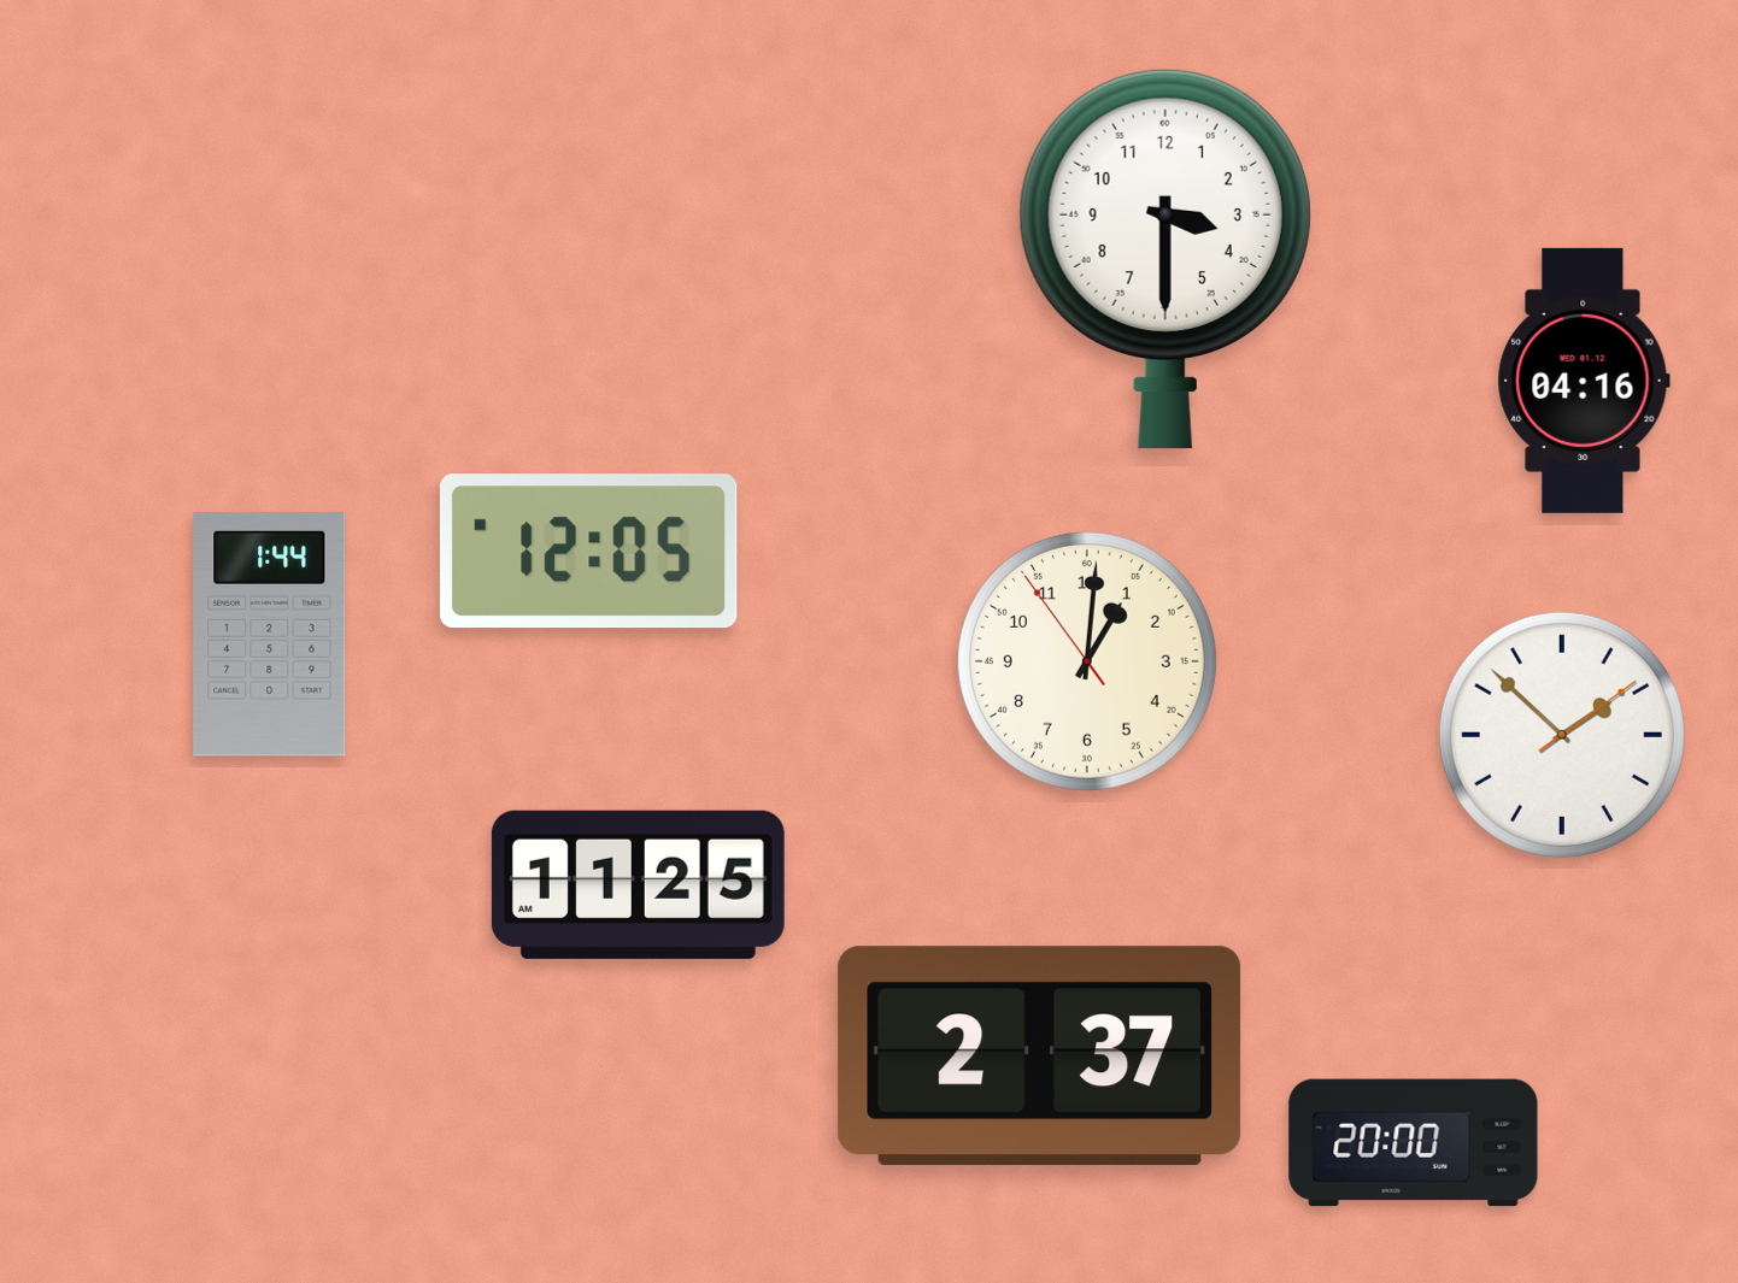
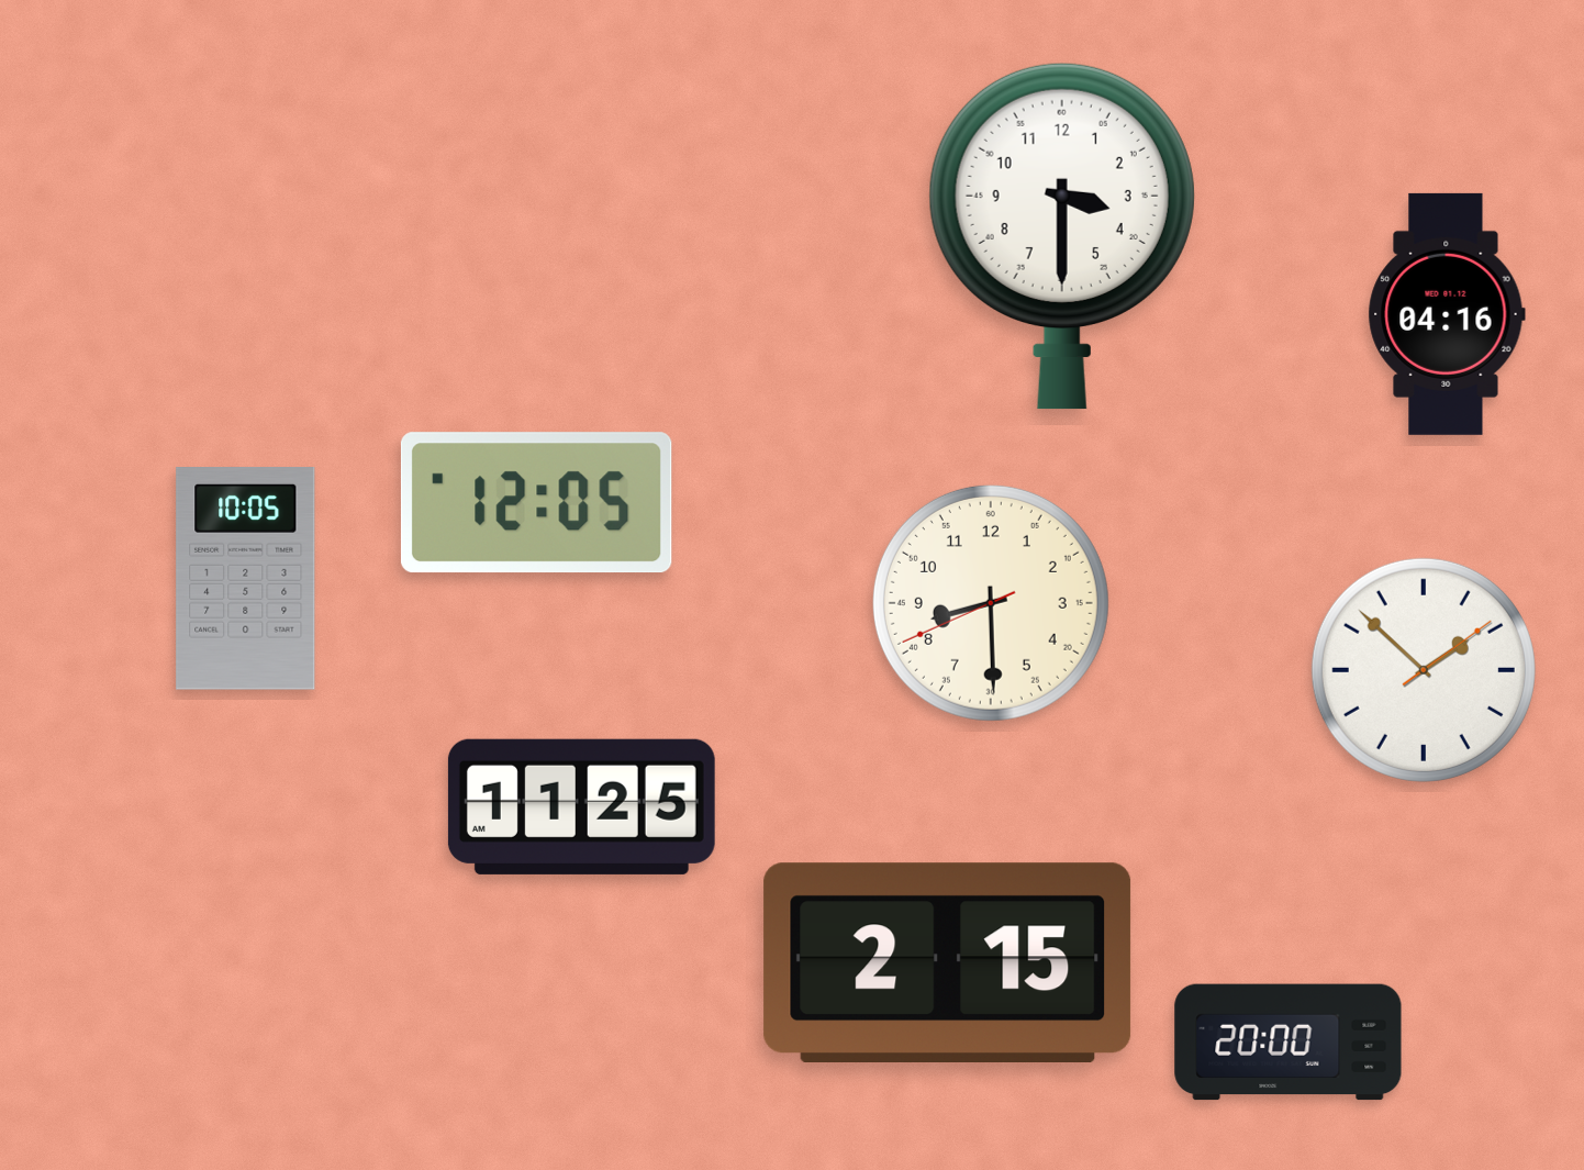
clock at (1584, 381) position: (1584, 381) -> (1447, 314)
clock at (270, 635): 1:44 -> 10:05
clock at (1087, 661): 1:00 -> 8:29
clock at (1040, 1055): 2:37 -> 2:15
